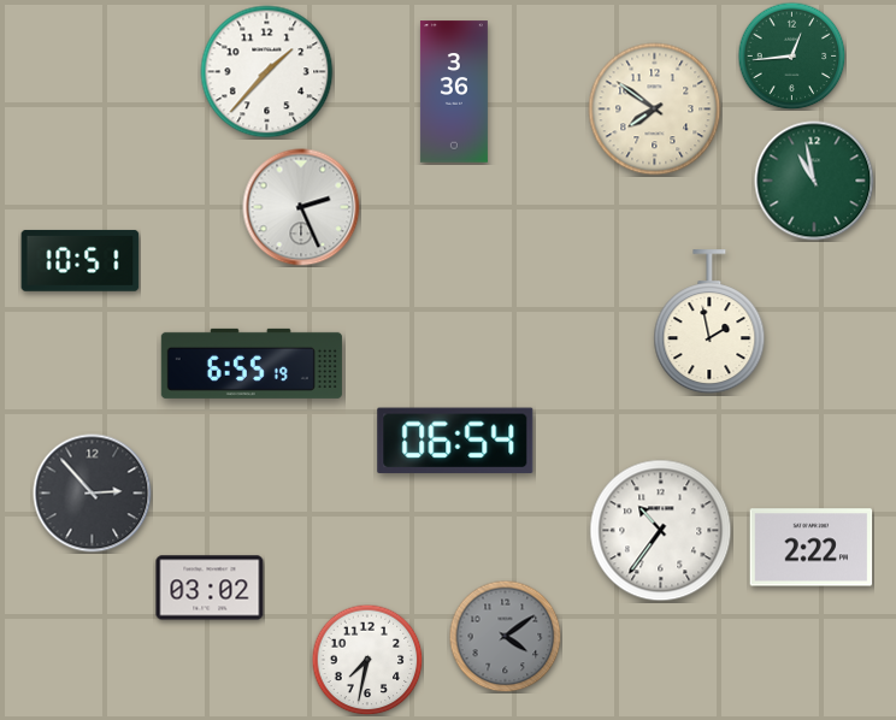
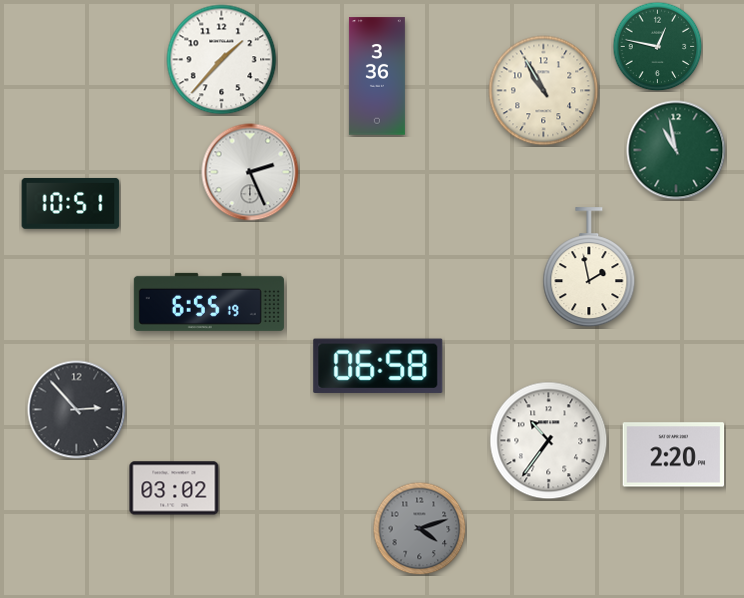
clock at (791, 55): 12:44 -> 12:47
clock at (655, 110): 7:51 -> 10:55
clock at (81, 260) position: (81, 260) -> (71, 203)
clock at (455, 439): 06:54 -> 06:58
clock at (812, 548): 2:22 -> 2:20
clock at (505, 636): 4:09 -> 4:12
clock at (367, 660): 7:32 -> none
